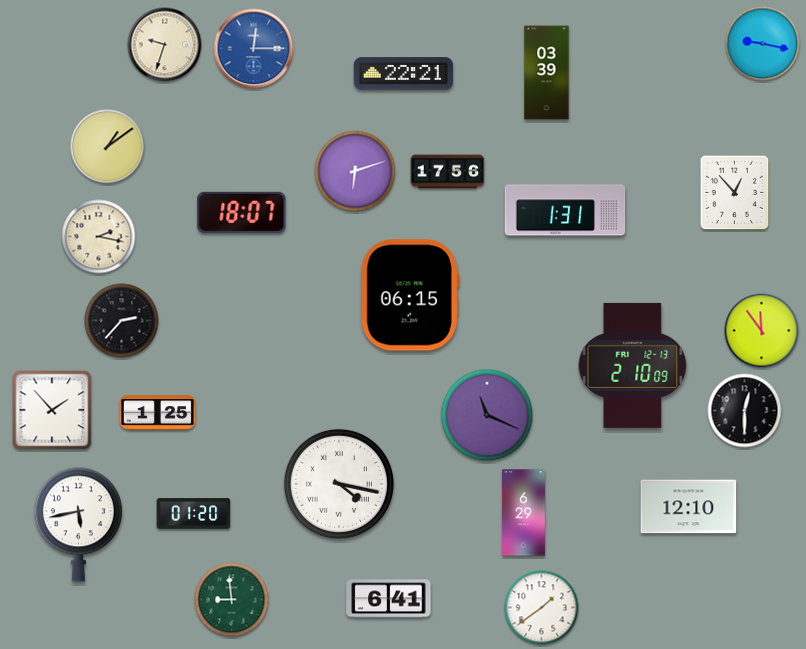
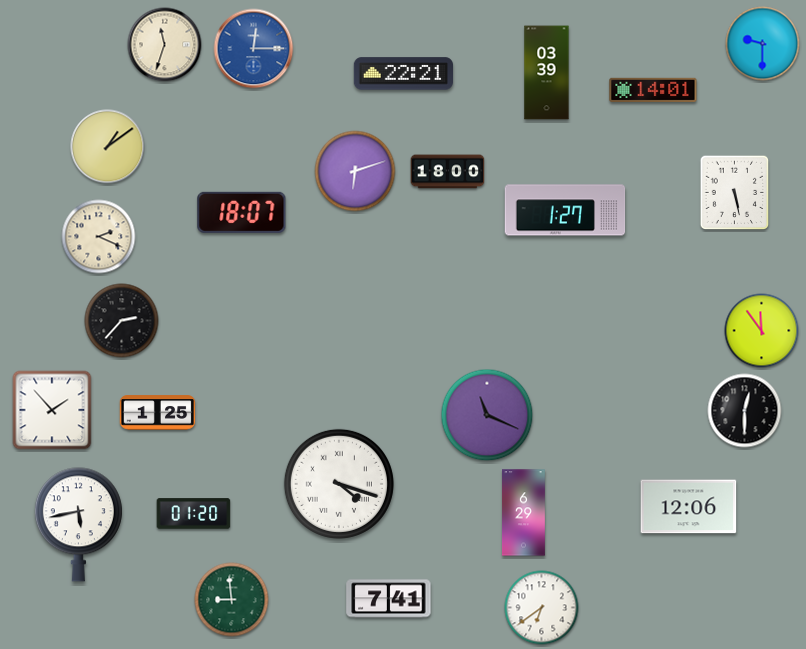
clock at (763, 44): 9:17 -> 9:30
clock at (165, 45): 9:33 -> 11:33
clock at (653, 90): none -> 14:01
clock at (448, 172): 17:56 -> 18:00
clock at (735, 193): 12:53 -> 5:28
clock at (565, 210): 1:31 -> 1:27
clock at (99, 237): 2:17 -> 2:19
clock at (410, 295): 06:15 -> none
clock at (633, 365): 2:10 -> none
clock at (339, 484): 4:17 -> 4:18
clock at (689, 507): 12:10 -> 12:06
clock at (389, 599): 6:41 -> 7:41
clock at (542, 608): 1:39 -> 6:39
